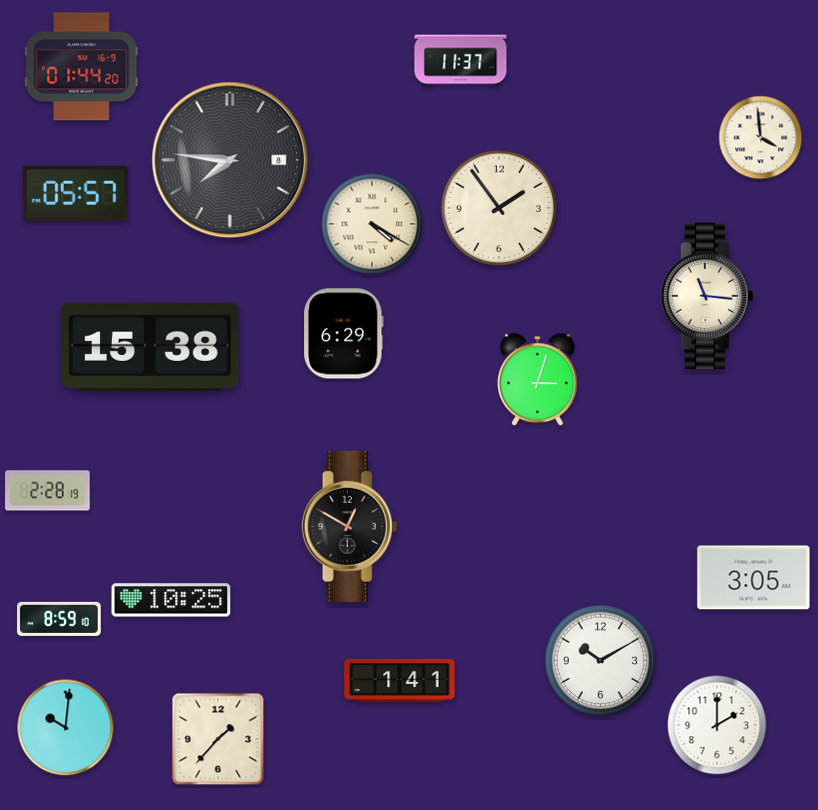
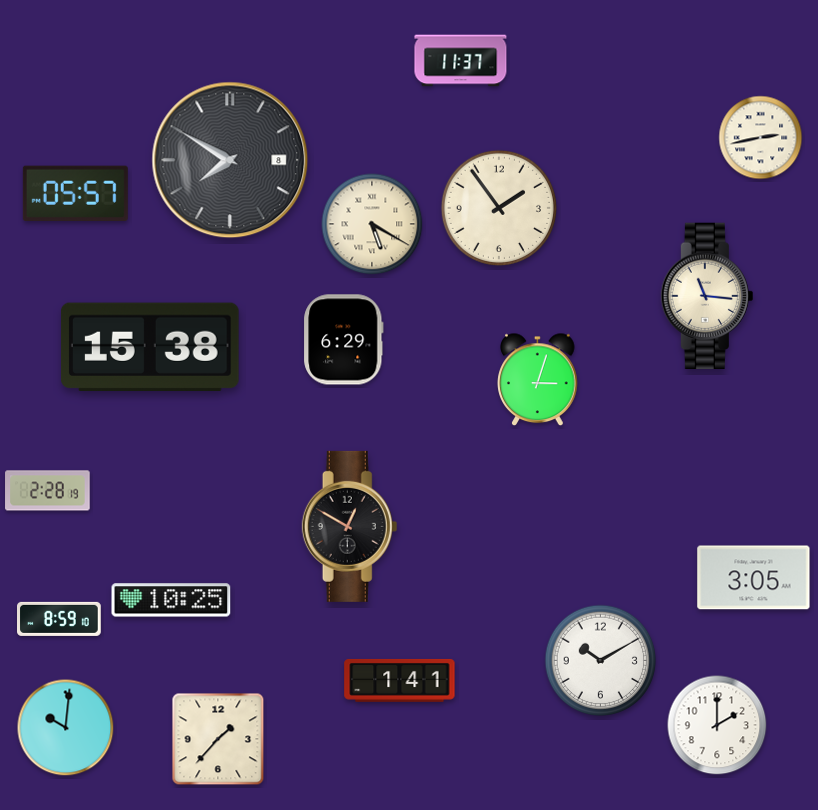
clock at (82, 67): 01:44 -> none
clock at (761, 138): 3:59 -> 2:43
clock at (230, 160): 7:46 -> 7:50
clock at (372, 224): 4:20 -> 5:20
clock at (344, 334) position: (344, 334) -> (344, 340)
